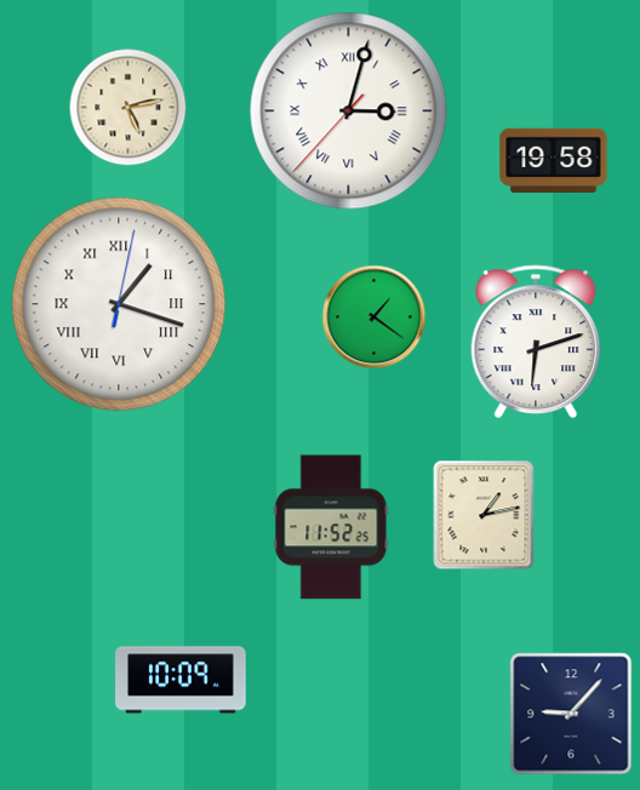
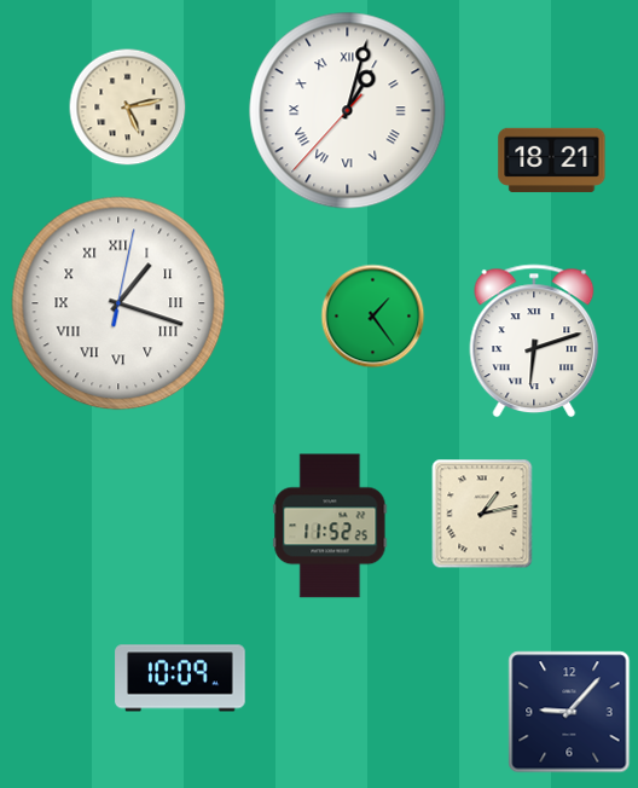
clock at (349, 111): 3:02 -> 1:02
clock at (554, 160): 19:58 -> 18:21
clock at (375, 317): 1:21 -> 1:24
